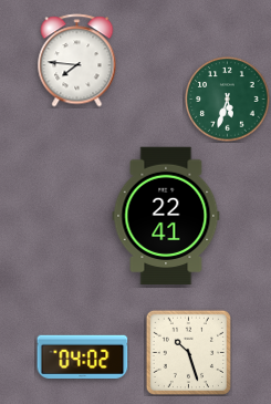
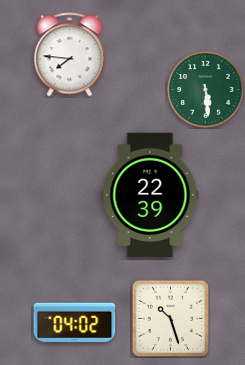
clock at (228, 100): 5:33 -> 5:29
clock at (166, 216): 22:41 -> 22:39
